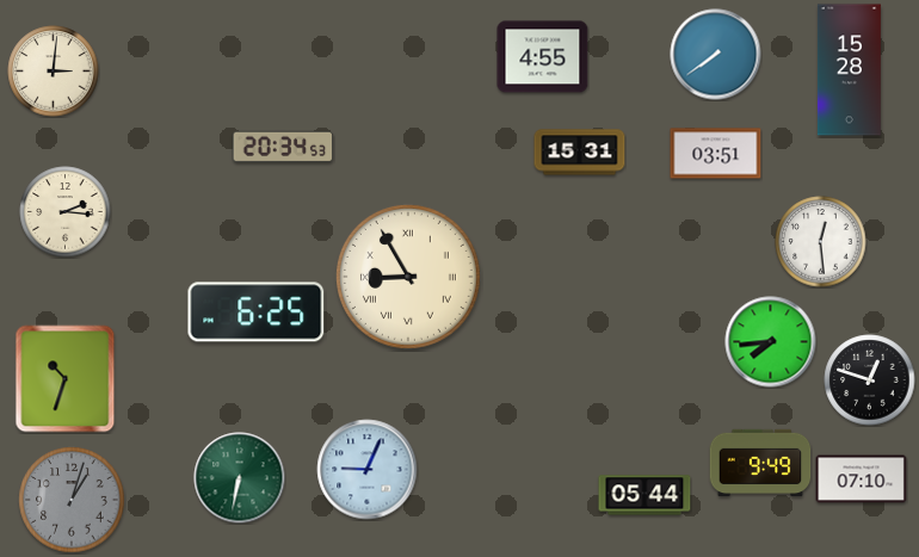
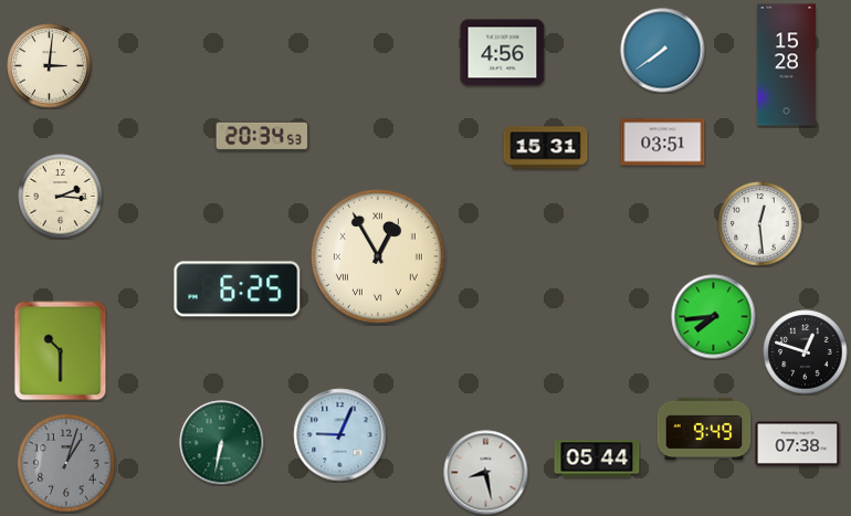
clock at (543, 57): 4:55 -> 4:56
clock at (580, 153) position: (580, 153) -> (546, 148)
clock at (408, 277): 8:55 -> 12:55
clock at (66, 379): 10:33 -> 10:30
clock at (862, 479): 07:10 -> 07:38
clock at (486, 473): none -> 8:28
